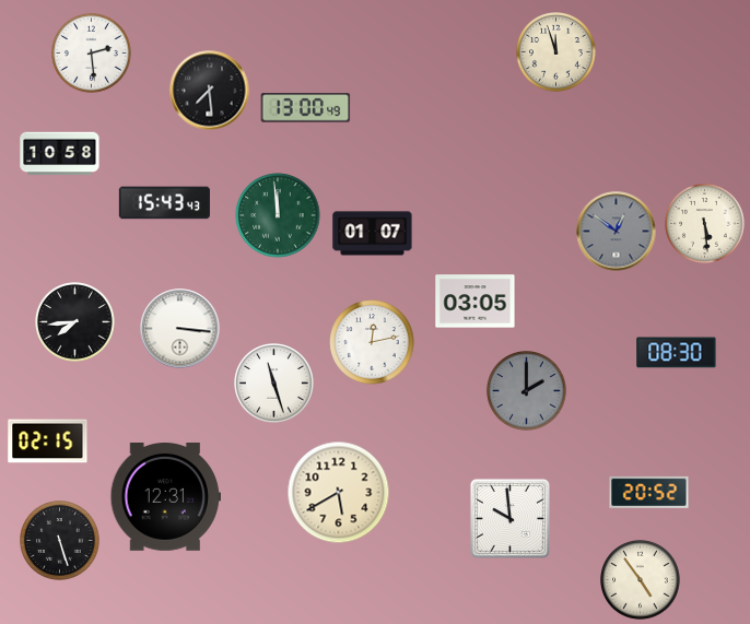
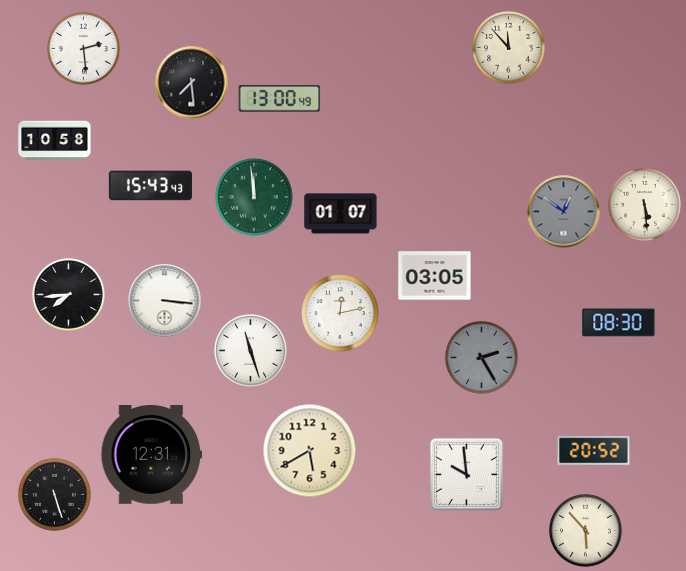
clock at (556, 52): 11:57 -> 11:53
clock at (527, 391): 2:00 -> 2:25
clock at (48, 441): 02:15 -> none
clock at (641, 580): 4:54 -> 5:53
